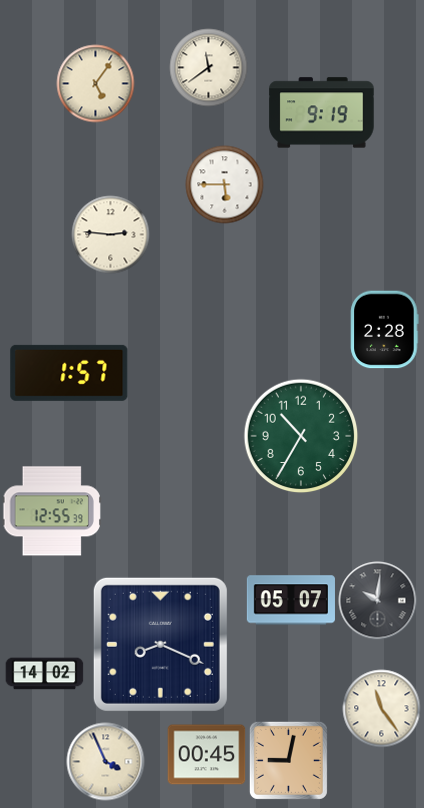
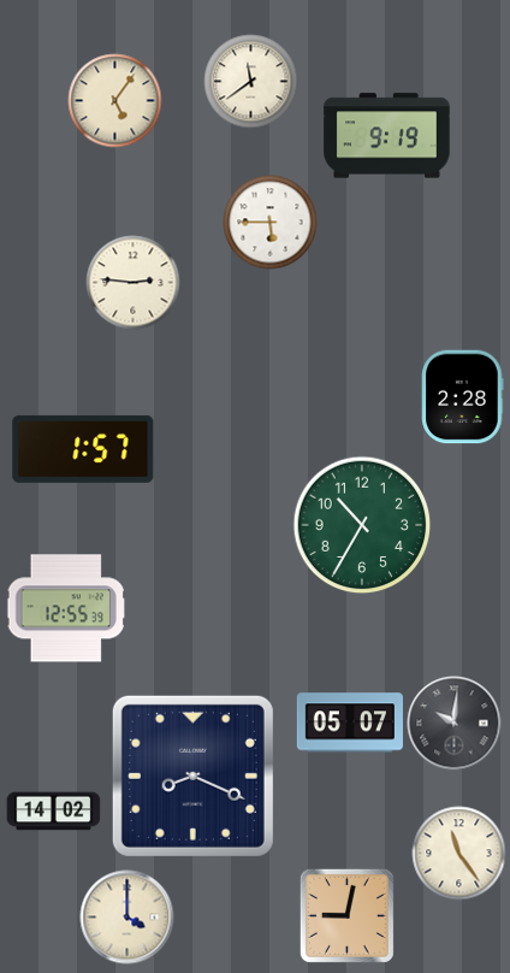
clock at (51, 511) position: (51, 511) -> (65, 608)
clock at (206, 755): 00:45 -> none
clock at (105, 761): 3:56 -> 4:00
